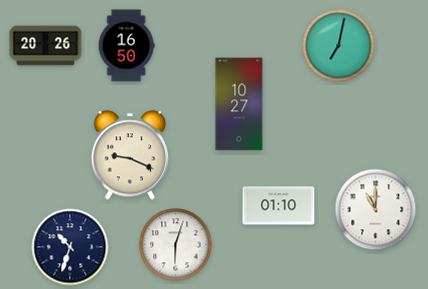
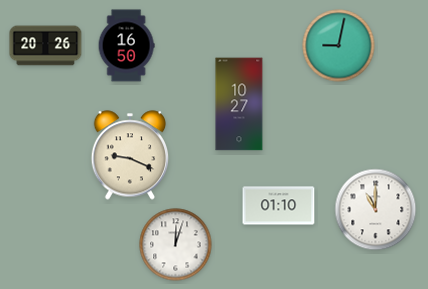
clock at (339, 46): 7:02 -> 9:02
clock at (176, 245): 6:03 -> 12:03
clock at (70, 247): 10:33 -> none
